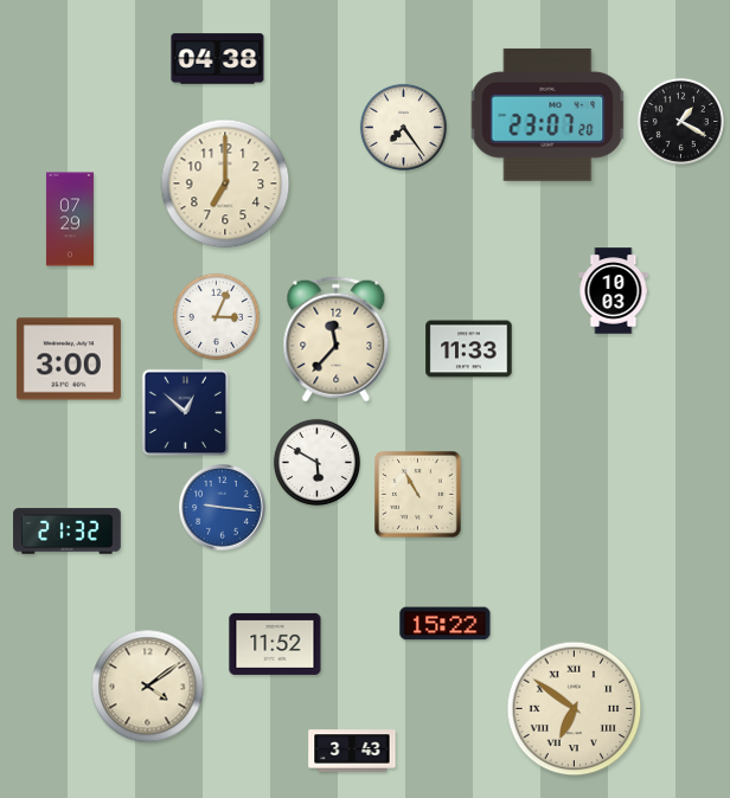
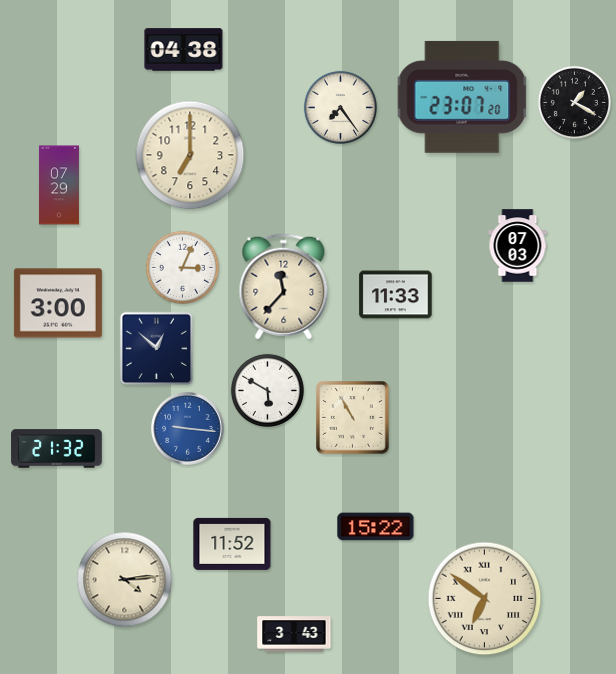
clock at (614, 291): 10:03 -> 07:03
clock at (148, 687): 4:09 -> 4:14
clock at (352, 751) position: (352, 751) -> (294, 634)
